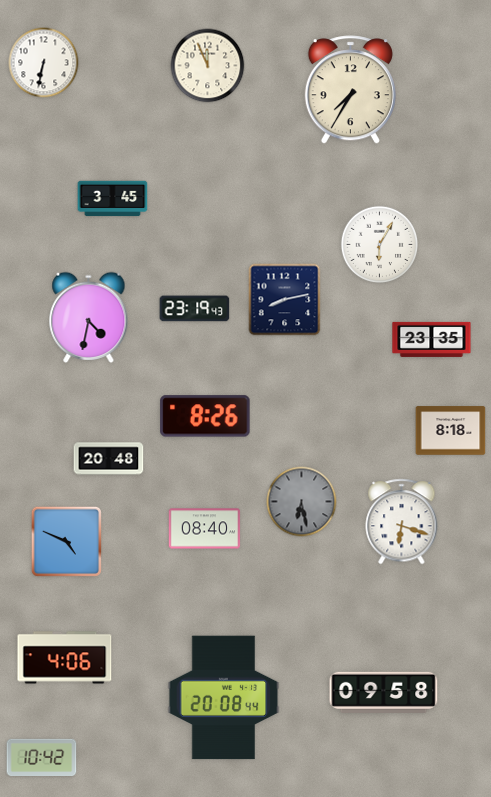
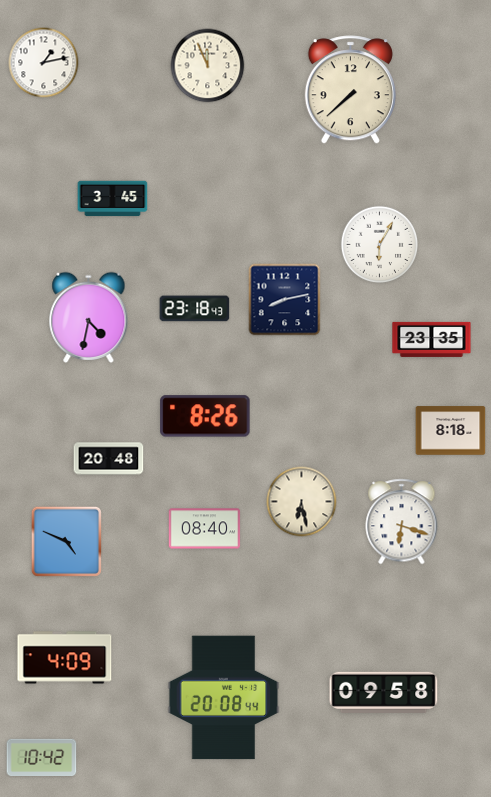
clock at (44, 63): 6:32 -> 1:13
clock at (350, 90): 7:35 -> 7:38
clock at (195, 309): 23:19 -> 23:18
clock at (302, 502) dial: grey -> cream
clock at (65, 658): 4:06 -> 4:09
